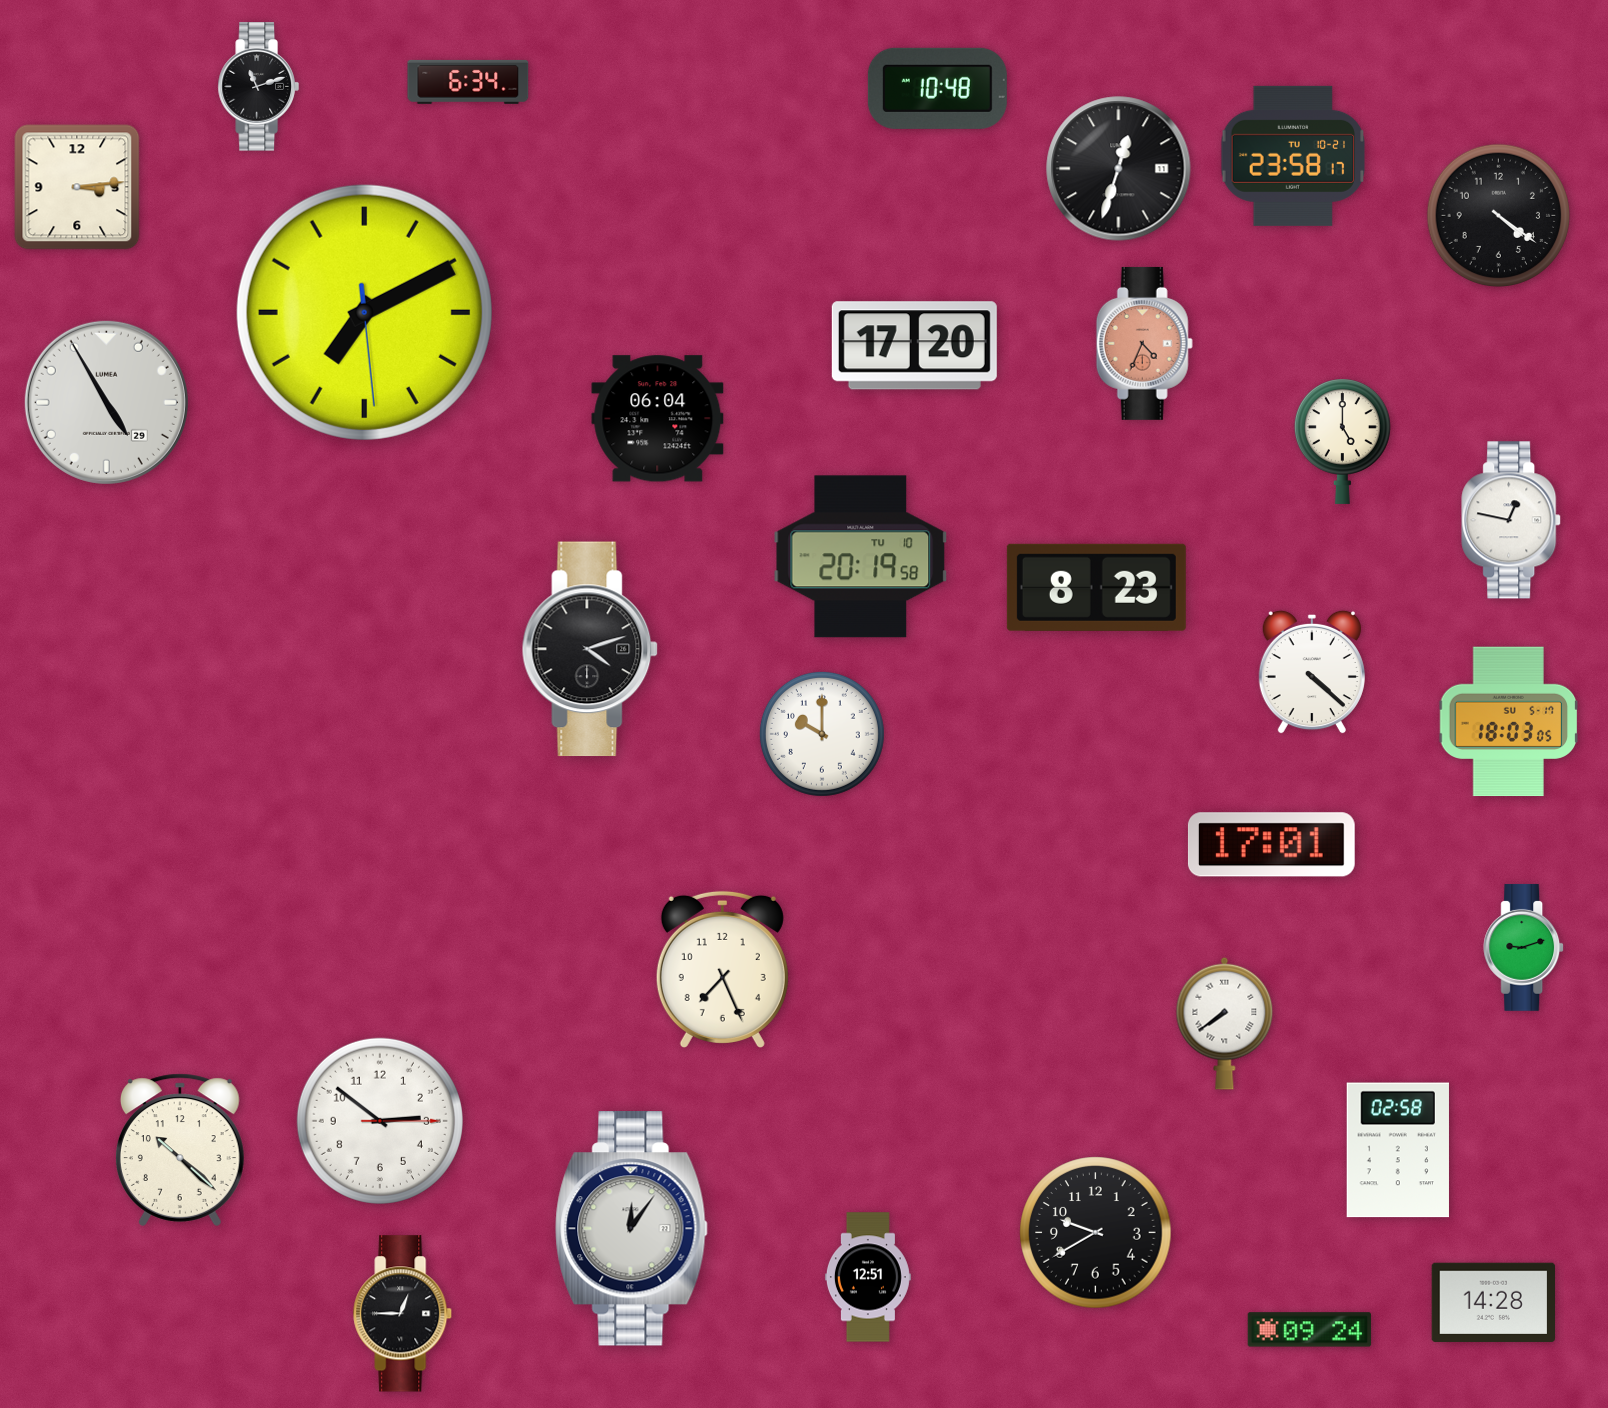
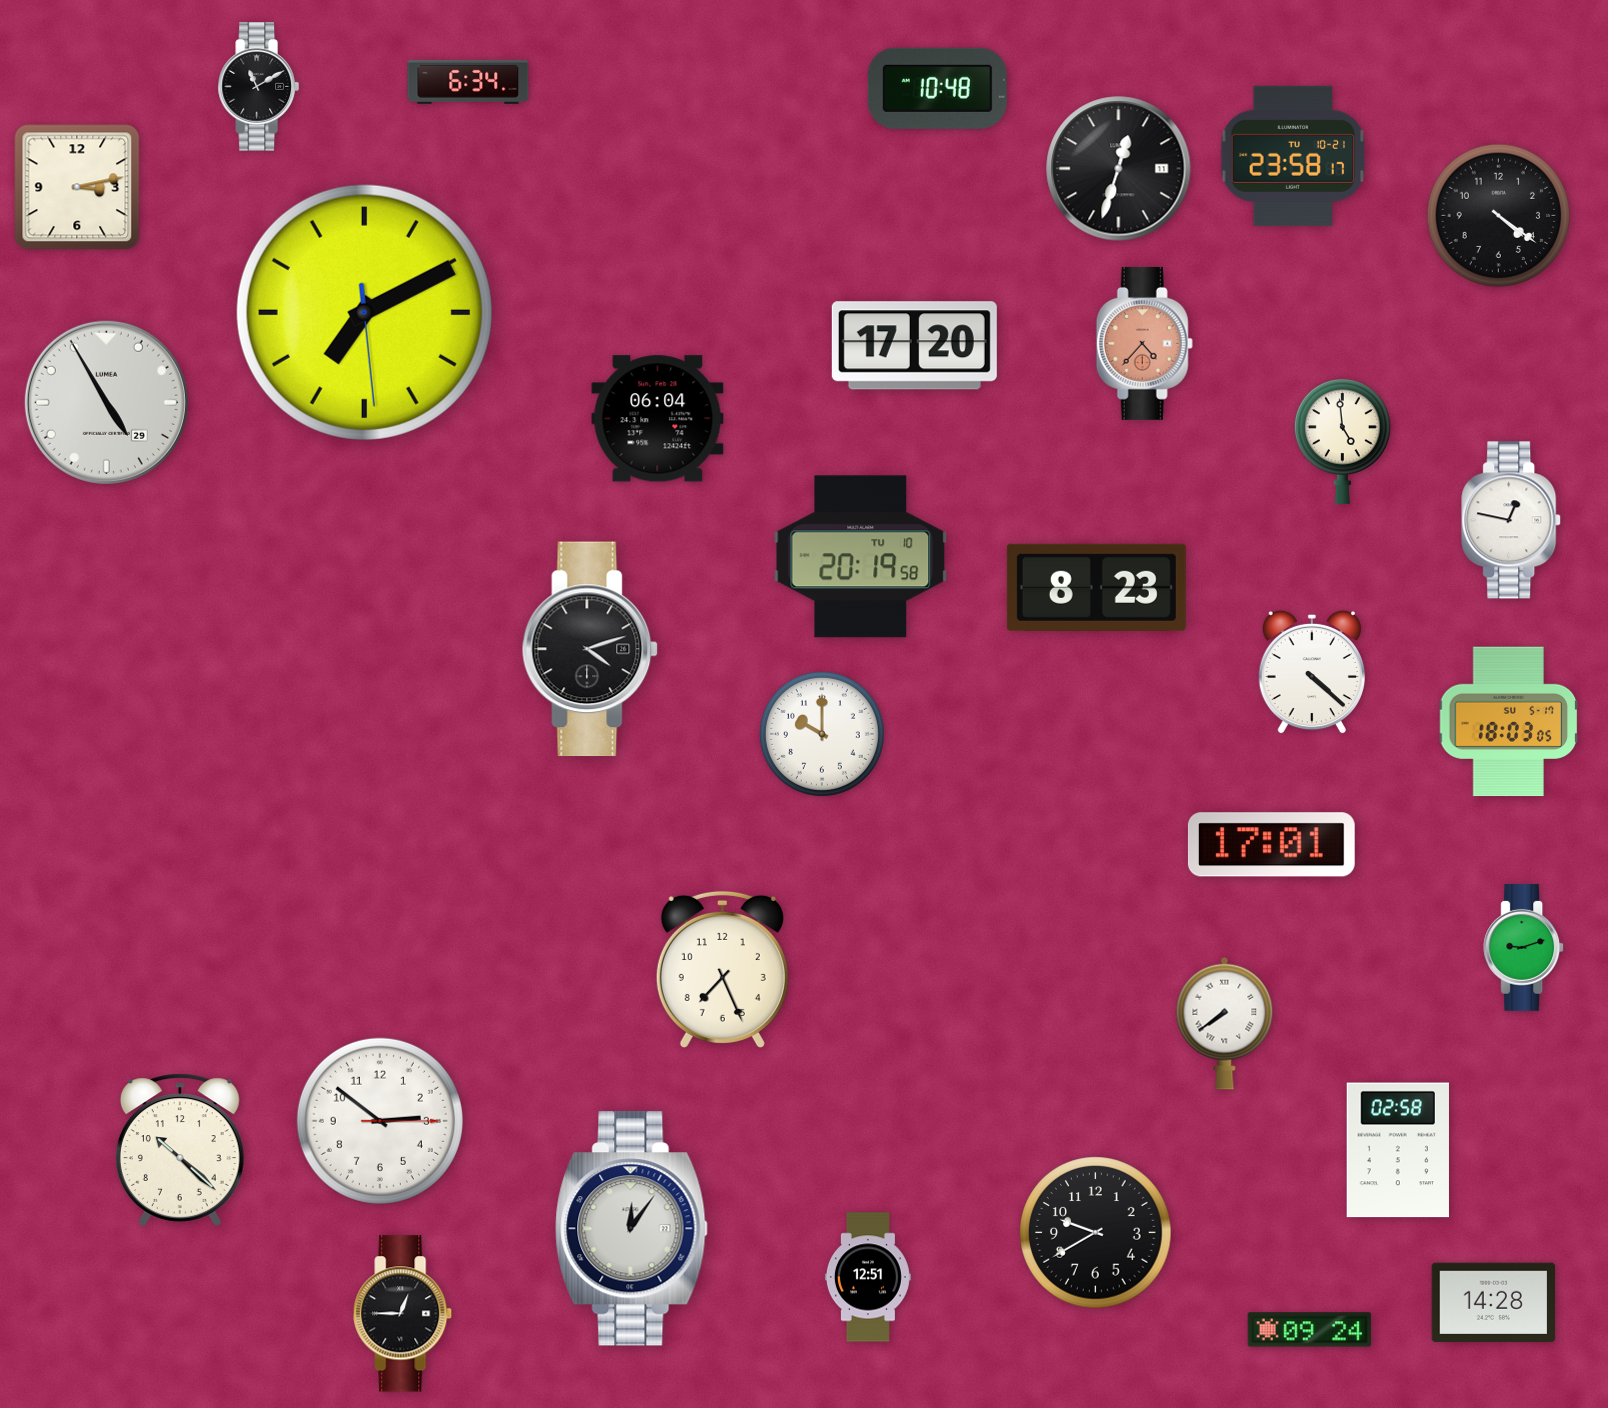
clock at (258, 87): 11:12 -> 11:10
clock at (77, 187): 3:14 -> 3:13
clock at (1144, 343): 4:34 -> 4:37
clock at (1342, 441): 5:00 -> 4:59
